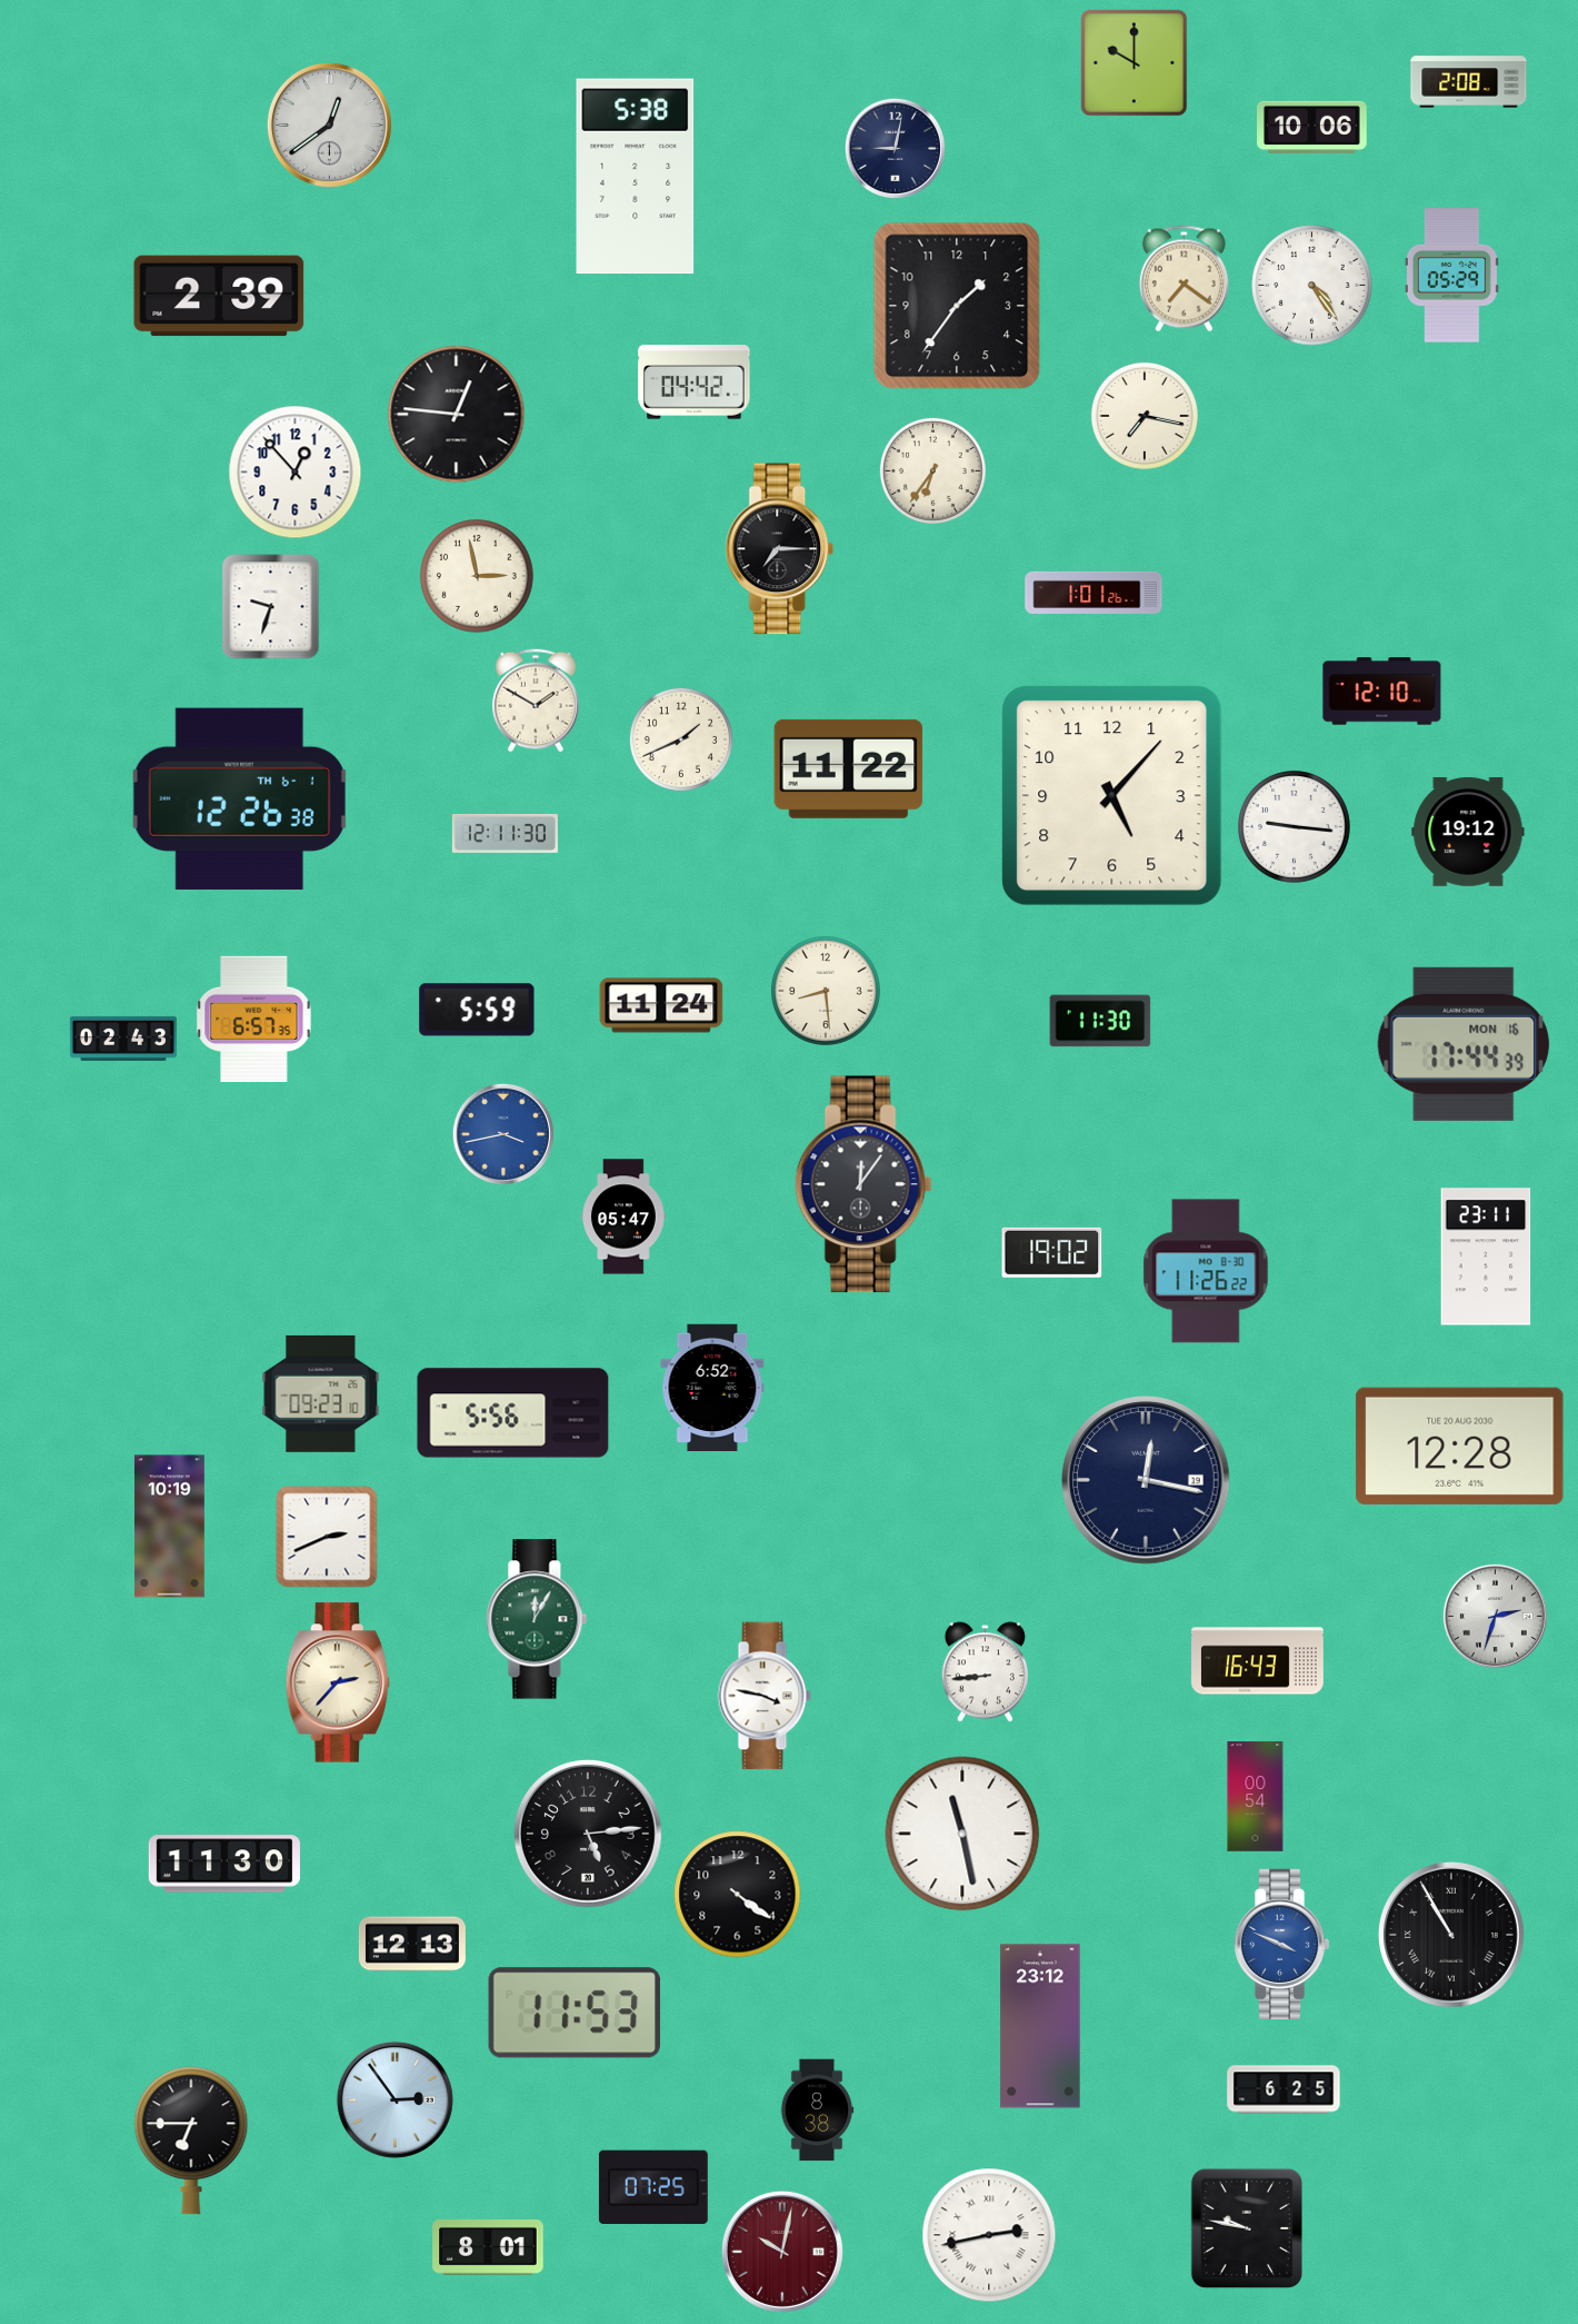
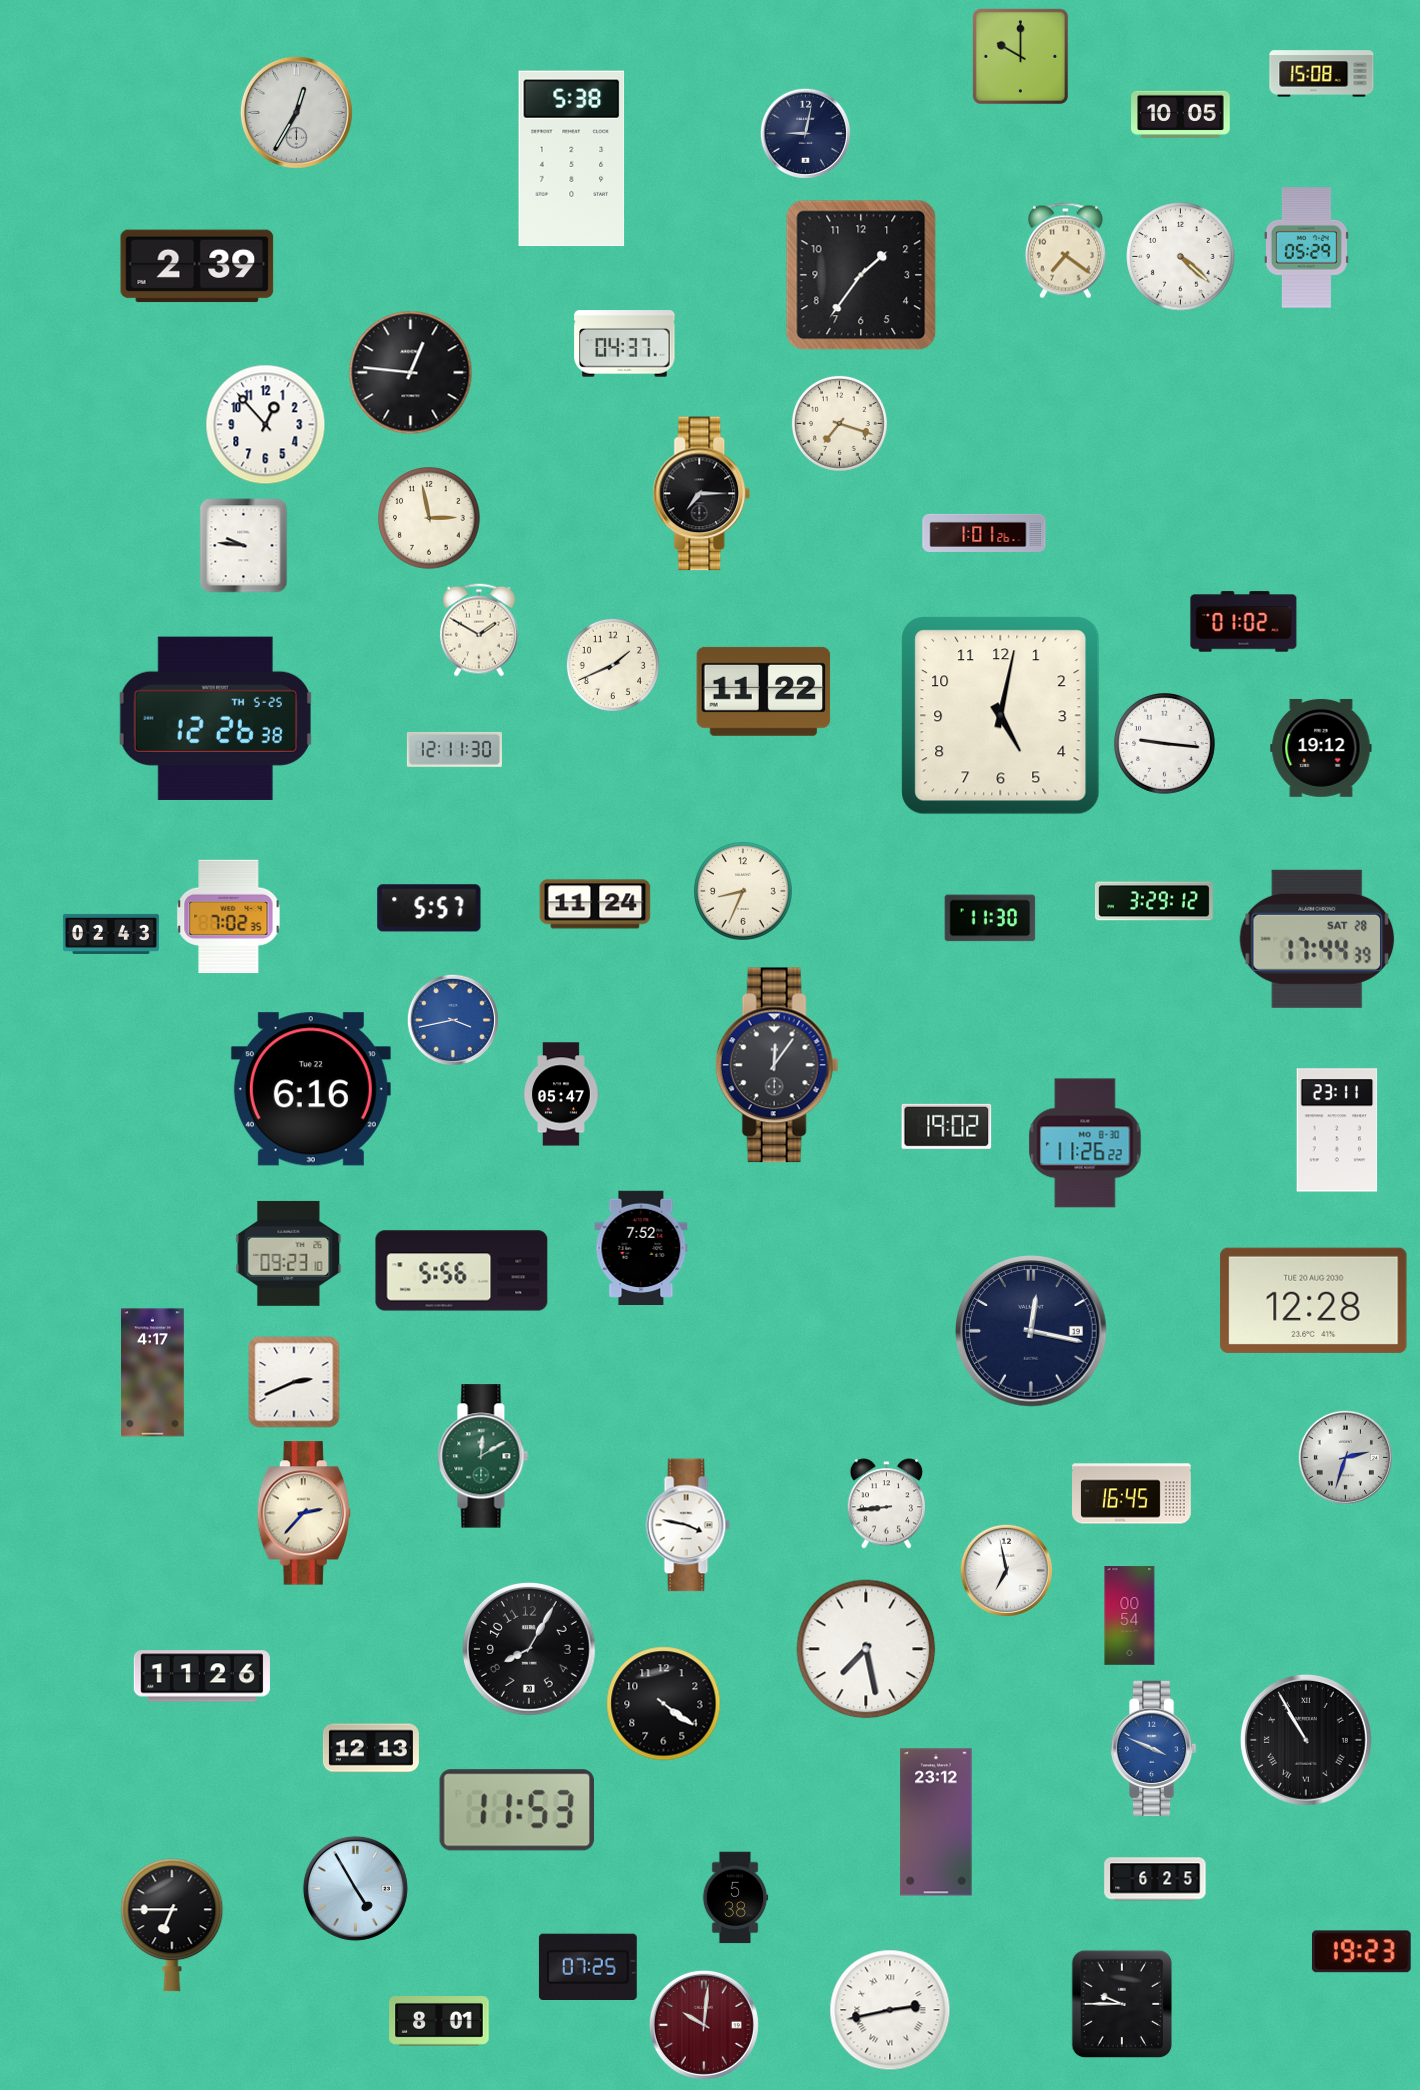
clock at (1469, 82): 2:08 -> 15:08
clock at (329, 125): 12:39 -> 12:35
clock at (1312, 127): 10:06 -> 10:05
clock at (1312, 286): 4:24 -> 4:22
clock at (695, 383): 04:42 -> 04:37
clock at (1145, 416): 7:17 -> none
clock at (932, 470): 6:36 -> 7:18
clock at (271, 607): 9:33 -> 9:46
clock at (1382, 692): 12:10 -> 01:02
clock at (536, 701) position: (536, 701) -> (479, 630)
clock at (1112, 796): 5:07 -> 5:02
clock at (239, 798) date: TH 6-1 -> TH 5-25
clock at (826, 991): 8:29 -> 8:34
clock at (1154, 901): none -> 3:29
clock at (477, 1010): 5:59 -> 5:57
clock at (254, 1020): 6:57 -> 7:02
clock at (1464, 1044) date: MON 16 -> SAT 28
clock at (311, 1089): none -> 6:16
clock at (712, 1387): 6:52 -> 7:52
clock at (170, 1527): 10:19 -> 4:17
clock at (1495, 1616) position: (1495, 1616) -> (1345, 1457)
clock at (537, 1619): 12:05 -> 12:10
clock at (1258, 1661): 16:43 -> 16:45
clock at (1006, 1570): none -> 6:58
clock at (588, 1834): 5:14 -> 8:05
clock at (962, 1834): 11:28 -> 7:28
clock at (224, 1864): 11:30 -> 11:26
clock at (394, 2099): 2:54 -> 4:55
clock at (817, 2111): 8:38 -> 5:38
clock at (1361, 1952): none -> 19:23
clock at (1246, 2228): 9:47 -> 9:45
clock at (782, 2252): 10:02 -> 10:01
